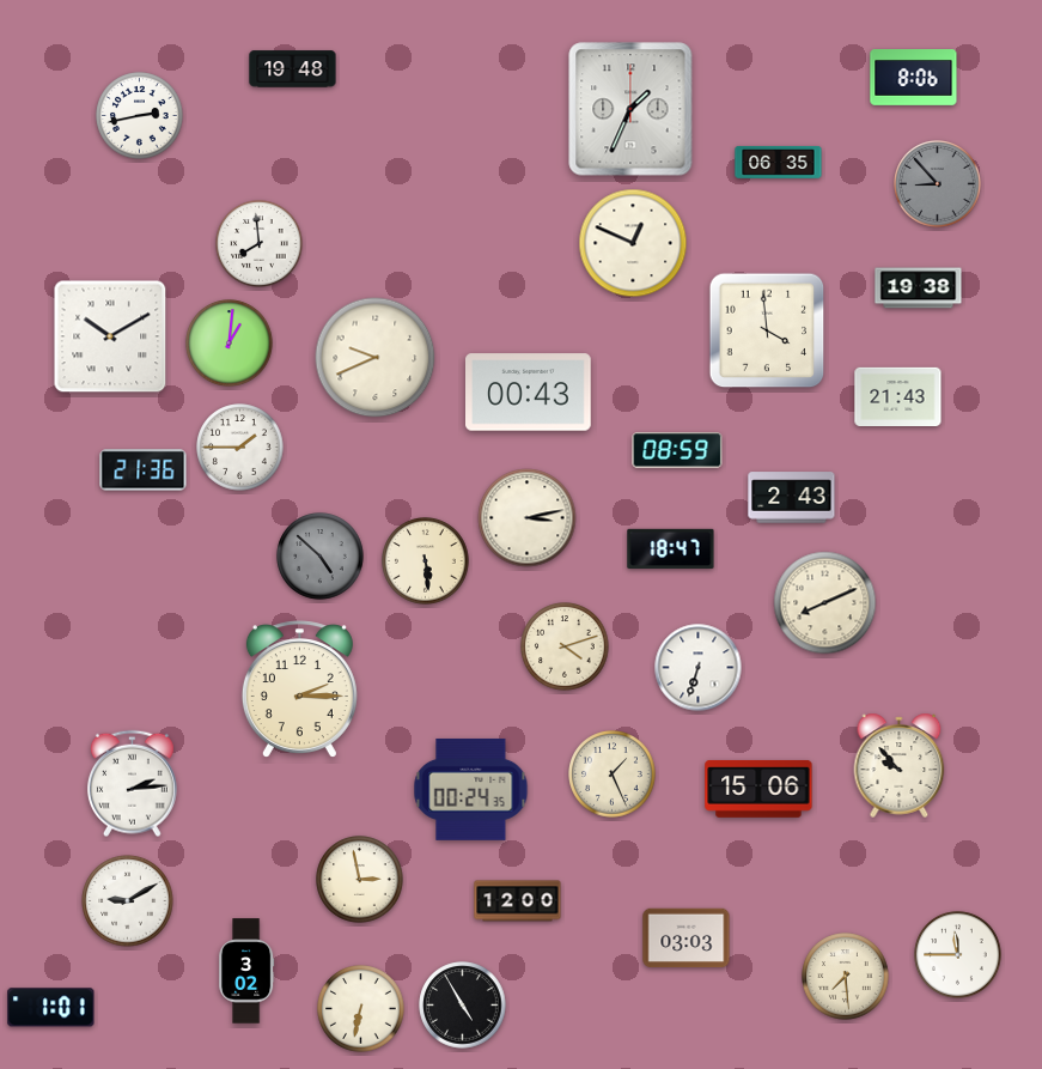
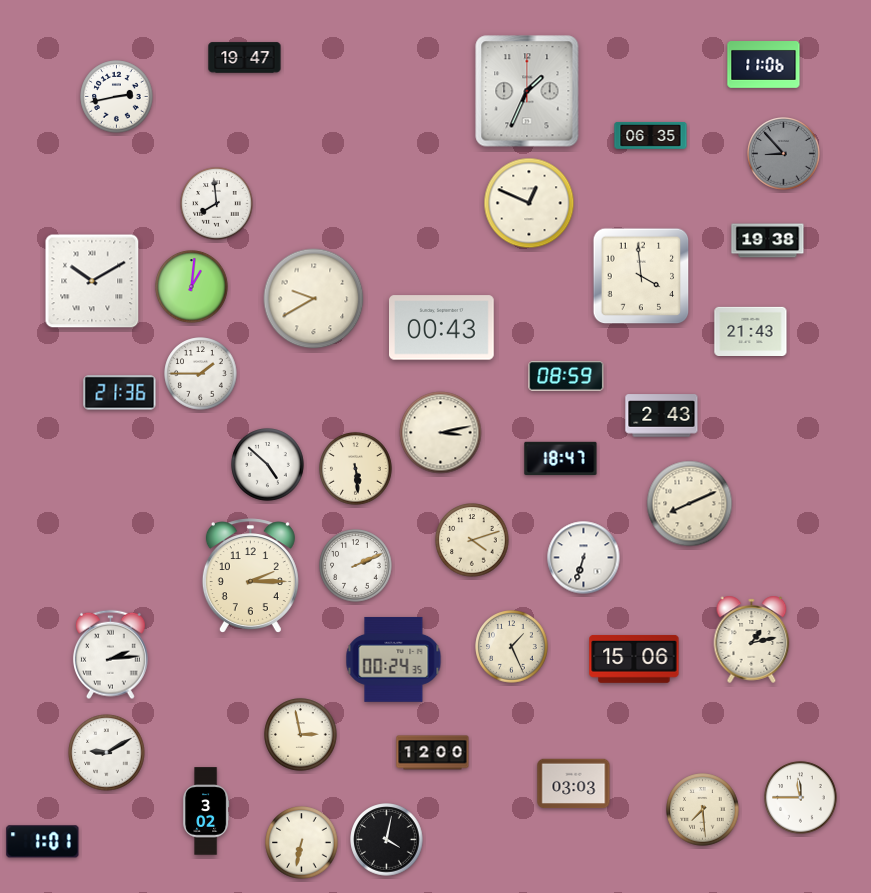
clock at (293, 69): 19:48 -> 19:47
clock at (914, 78): 8:06 -> 11:06
clock at (376, 358): 9:41 -> 9:40
clock at (321, 557) dial: grey -> white
clock at (356, 566): none -> 2:11
clock at (900, 765): 9:53 -> 1:13
clock at (846, 977) position: (846, 977) -> (703, 810)
clock at (463, 1006): 4:55 -> 4:02
